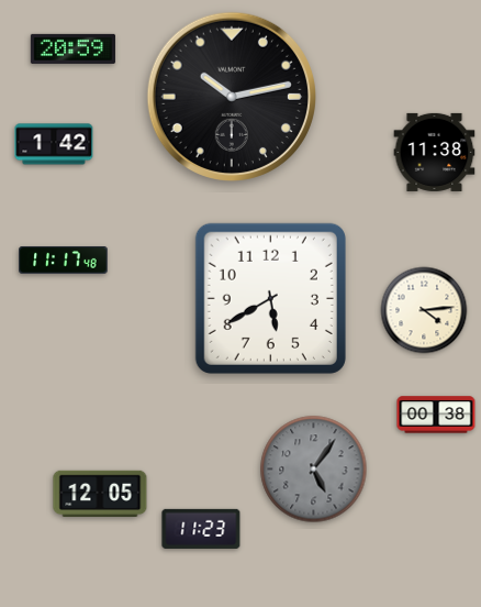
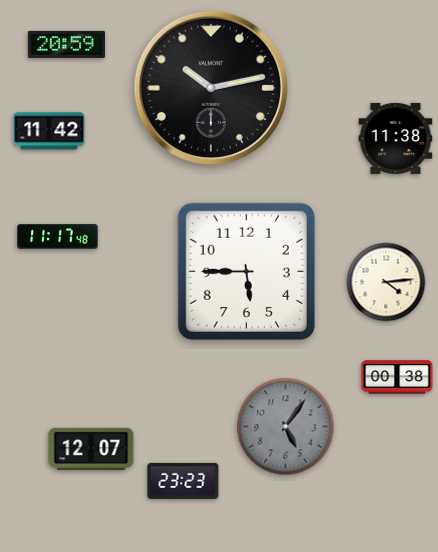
clock at (54, 144): 1:42 -> 11:42
clock at (270, 298): 5:40 -> 5:45
clock at (100, 494): 12:05 -> 12:07
clock at (201, 529): 11:23 -> 23:23
